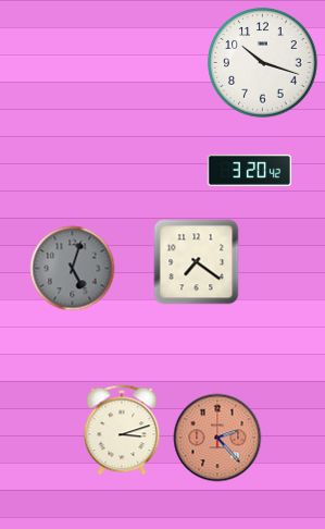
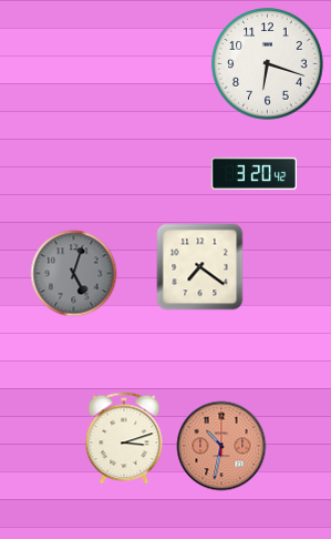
clock at (263, 63): 10:18 -> 6:18
clock at (217, 438): 2:23 -> 10:32
